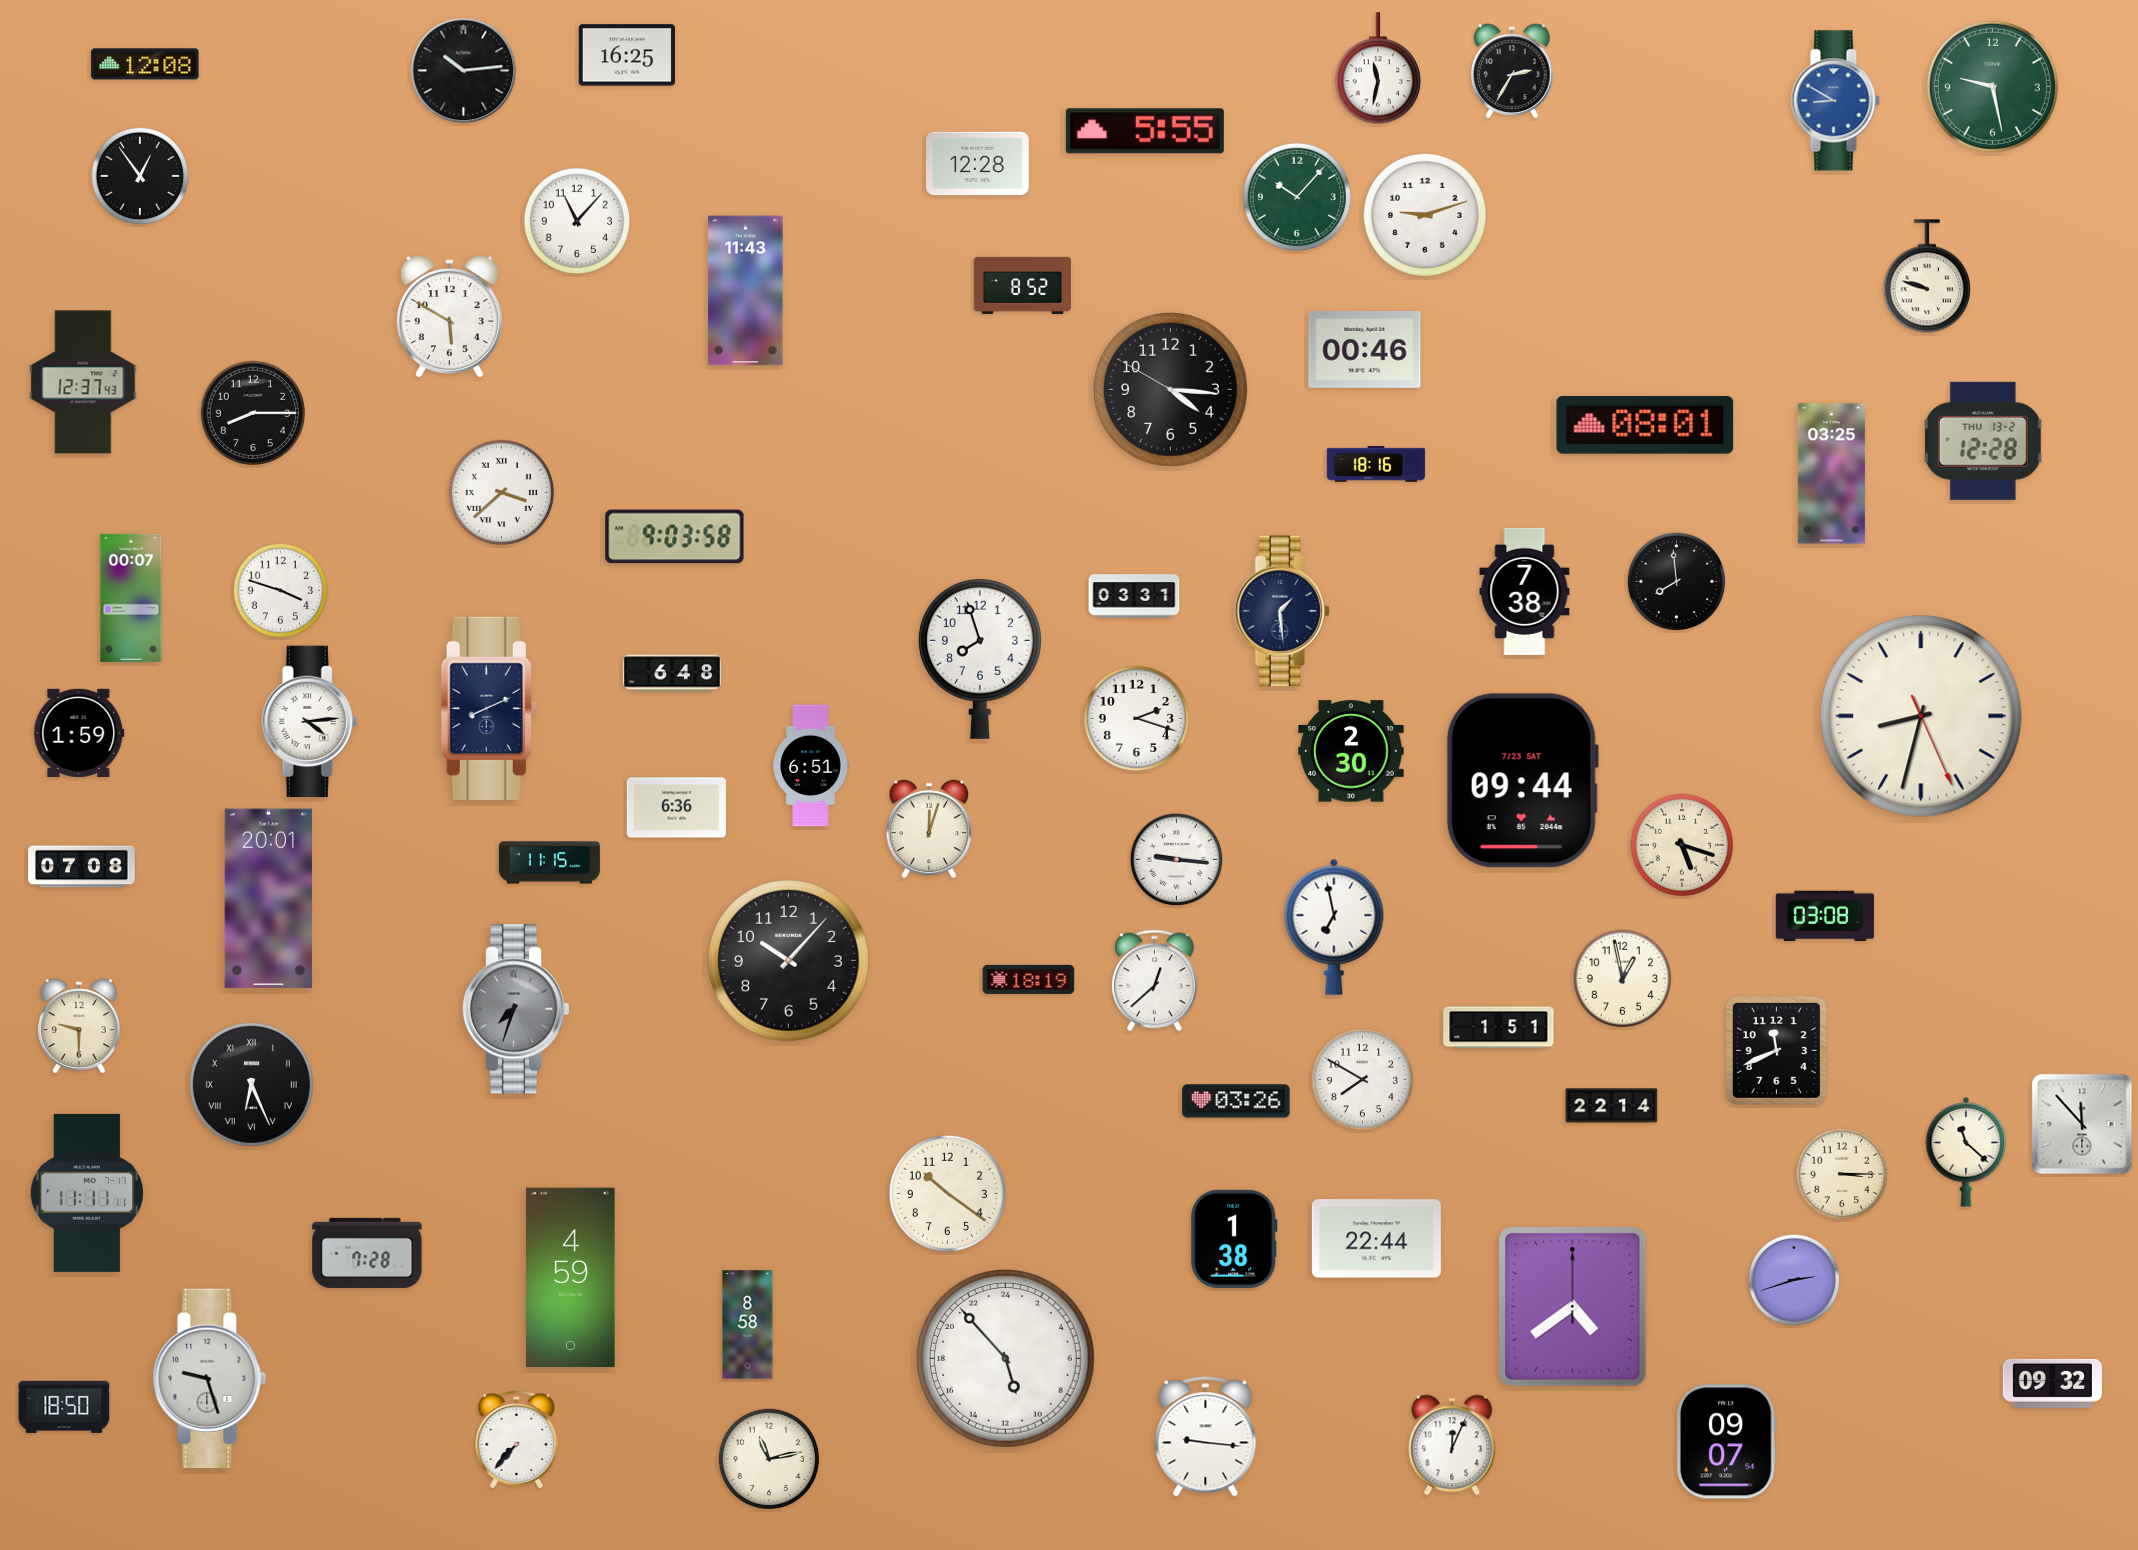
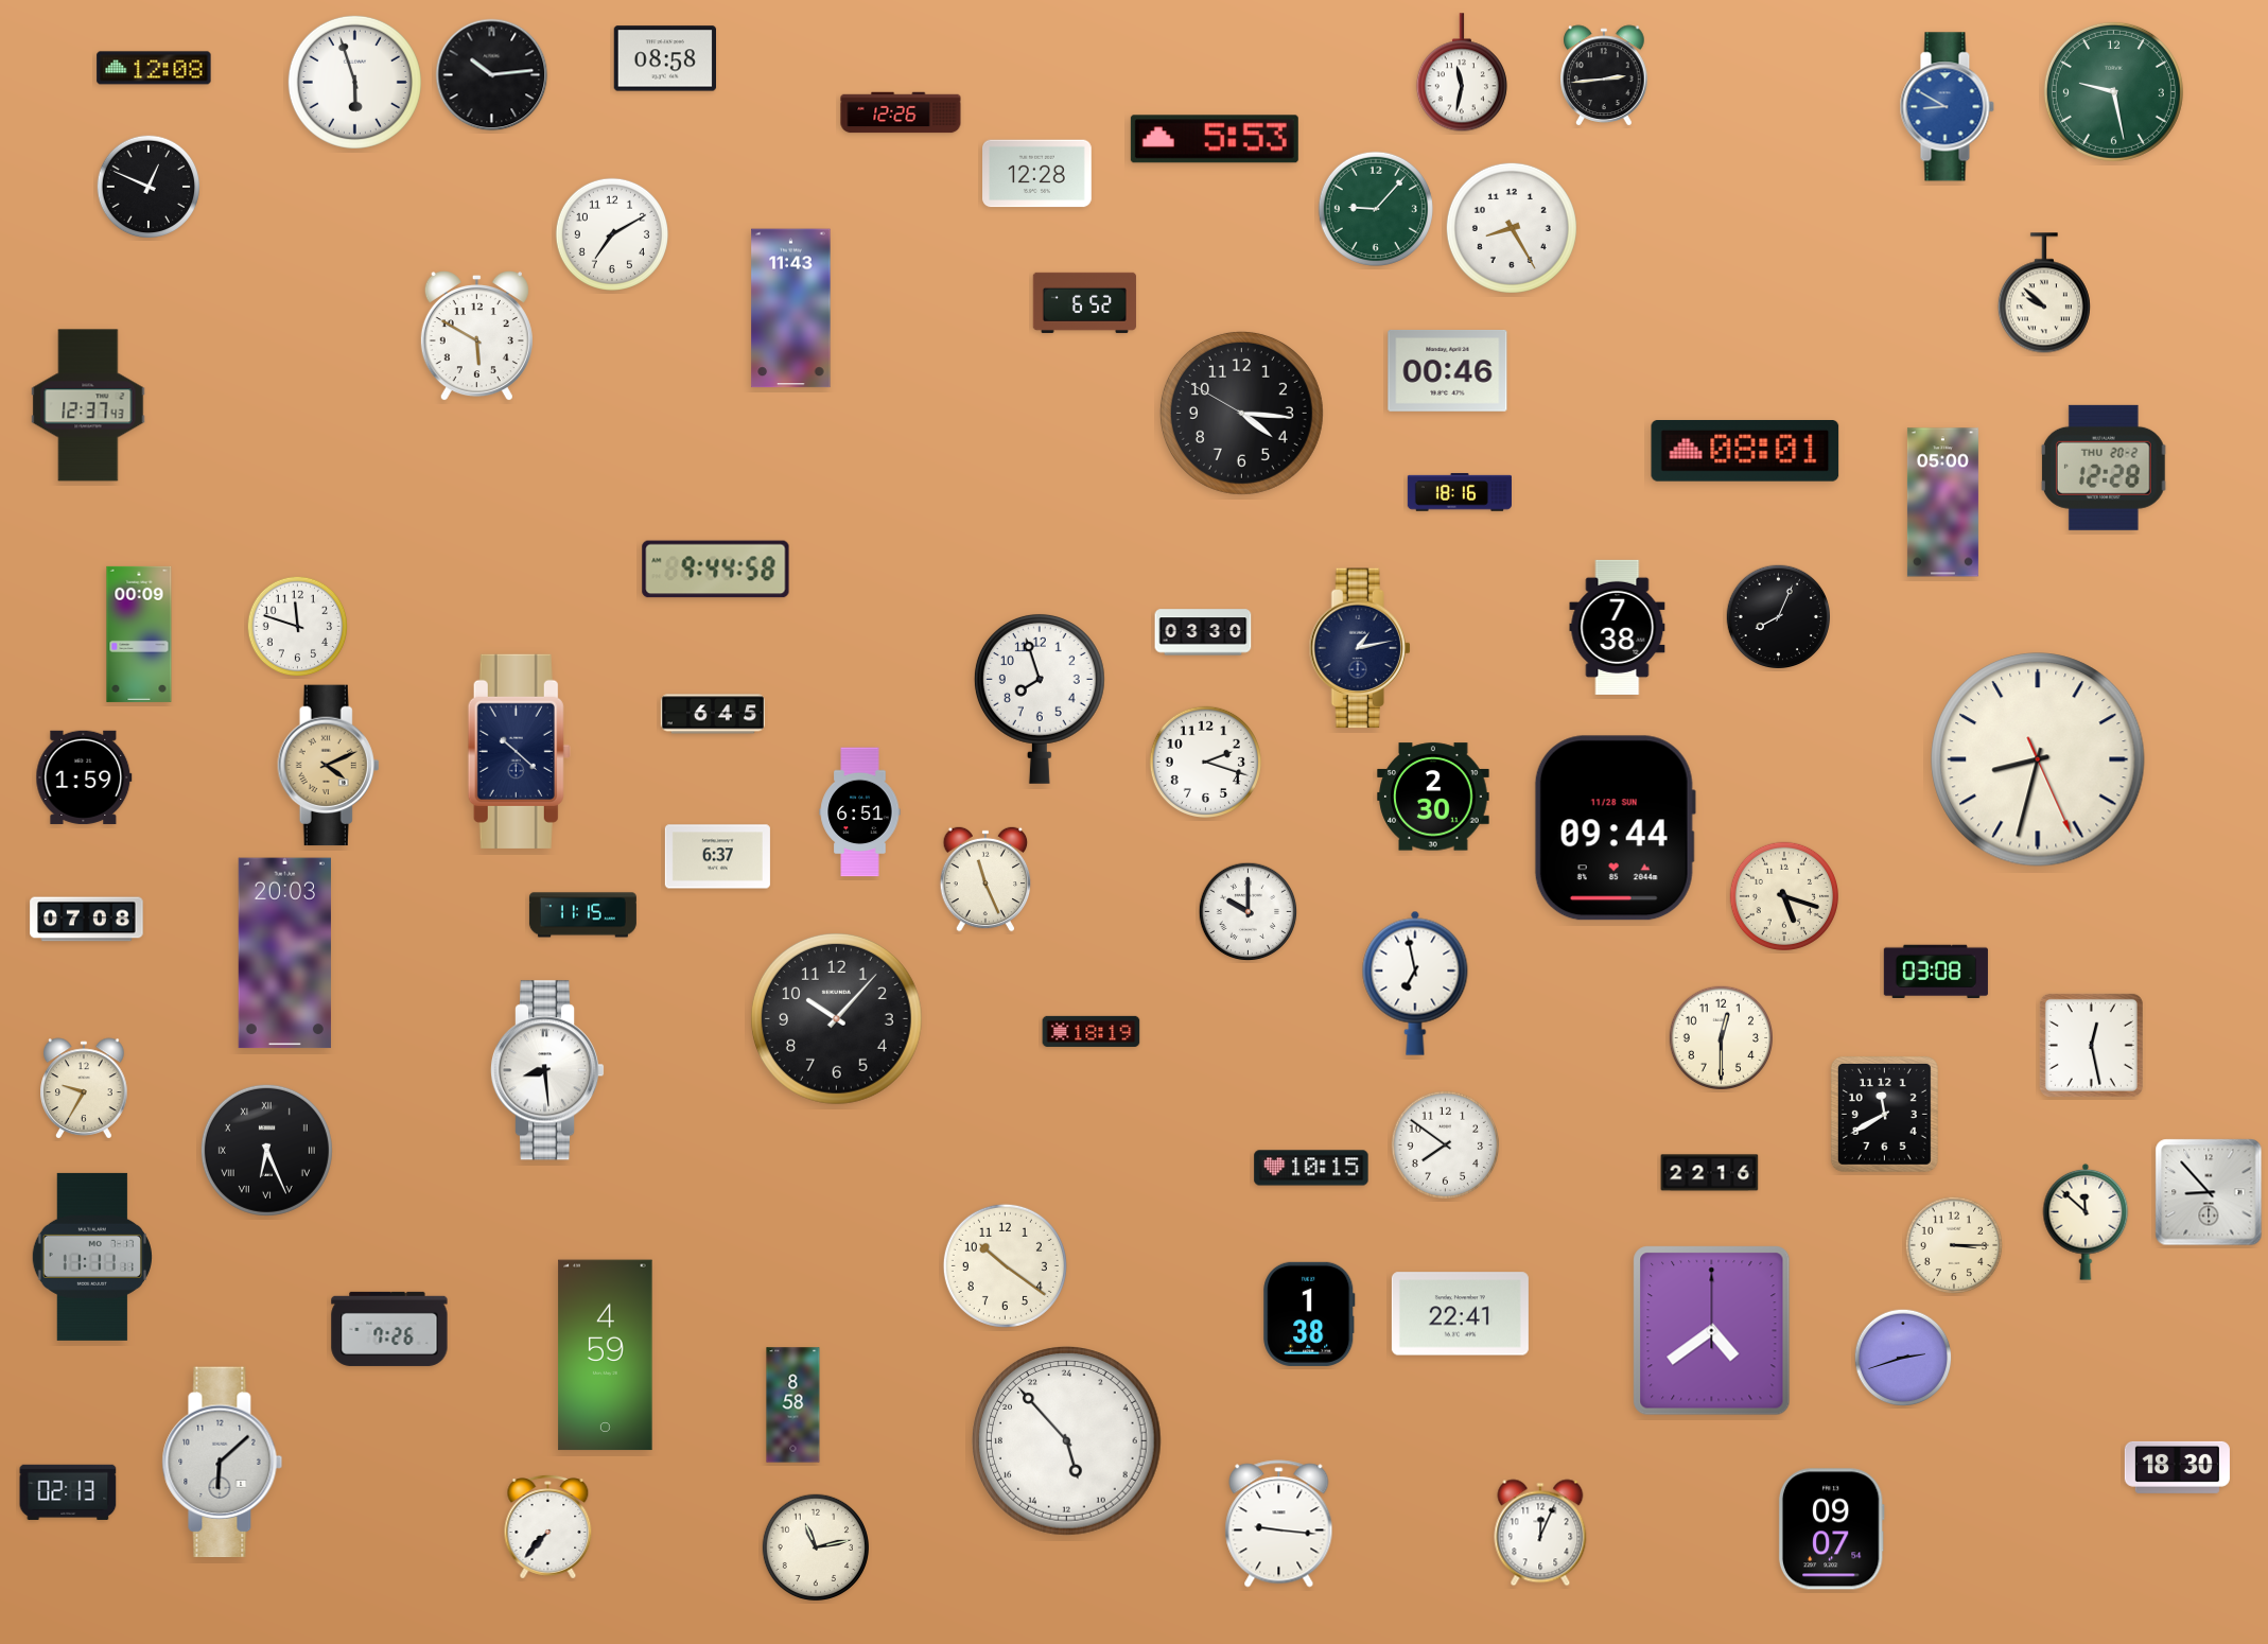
clock at (626, 55): 16:25 -> 08:58
clock at (1513, 71): 2:35 -> 2:44
clock at (354, 82): none -> 5:57
clock at (901, 112): none -> 12:26
clock at (1145, 131): 5:55 -> 5:53
clock at (140, 176): 12:54 -> 12:49
clock at (1297, 197): 10:07 -> 9:07
clock at (1425, 215): 9:12 -> 8:25
clock at (577, 221): 11:07 -> 7:10
clock at (1927, 276): 9:48 -> 9:52
clock at (1022, 285): 8:52 -> 6:52
clock at (253, 413): 8:15 -> none
clock at (1983, 441) date: THU 13-2 -> THU 20-2
clock at (1831, 474): 03:25 -> 05:00
clock at (501, 492): 3:38 -> none
clock at (675, 537): 9:03 -> 9:44
clock at (1677, 582): 7:59 -> 8:04
clock at (281, 591): 3:48 -> 11:48
clock at (1134, 596): 03:31 -> 03:30
clock at (131, 598): 00:07 -> 00:09
clock at (1282, 611): 1:29 -> 1:13
clock at (672, 673): 6:48 -> 6:45
clock at (489, 708): 8:11 -> 10:22
clock at (310, 722): 4:14 -> 4:11
clock at (310, 722) dial: white -> champagne
clock at (1522, 781) date: 7/23 SAT -> 11/28 SUN
clock at (676, 808): 6:36 -> 6:37
clock at (929, 829): 12:03 -> 11:26
clock at (1177, 860): 9:16 -> 10:00
clock at (268, 899): 20:01 -> 20:03
clock at (1029, 979) position: (1029, 979) -> (1092, 1031)
clock at (1623, 979): 12:58 -> 12:30
clock at (1155, 981): 12:38 -> none
clock at (2091, 1045): none -> 12:28
clock at (516, 1009): 7:33 -> 8:29
clock at (516, 1009) dial: grey -> white
clock at (80, 1026): 9:30 -> 9:35
clock at (1499, 1028): 1:51 -> none
clock at (1776, 1050): 11:41 -> 11:40
clock at (1362, 1079): 7:50 -> 7:51
clock at (1236, 1101): 03:26 -> 10:15
clock at (1612, 1106): 22:14 -> 22:16
clock at (2082, 1124): 11:53 -> 8:53
clock at (1966, 1152): 11:22 -> 11:52
clock at (86, 1193) position: (86, 1193) -> (91, 1257)
clock at (1376, 1239): 22:44 -> 22:41
clock at (367, 1253): 7:28 -> 7:26
clock at (1573, 1307) position: (1573, 1307) -> (1712, 1331)
clock at (210, 1379): 9:27 -> 6:08
clock at (2052, 1383): 09:32 -> 18:30
clock at (64, 1407): 18:50 -> 02:13
